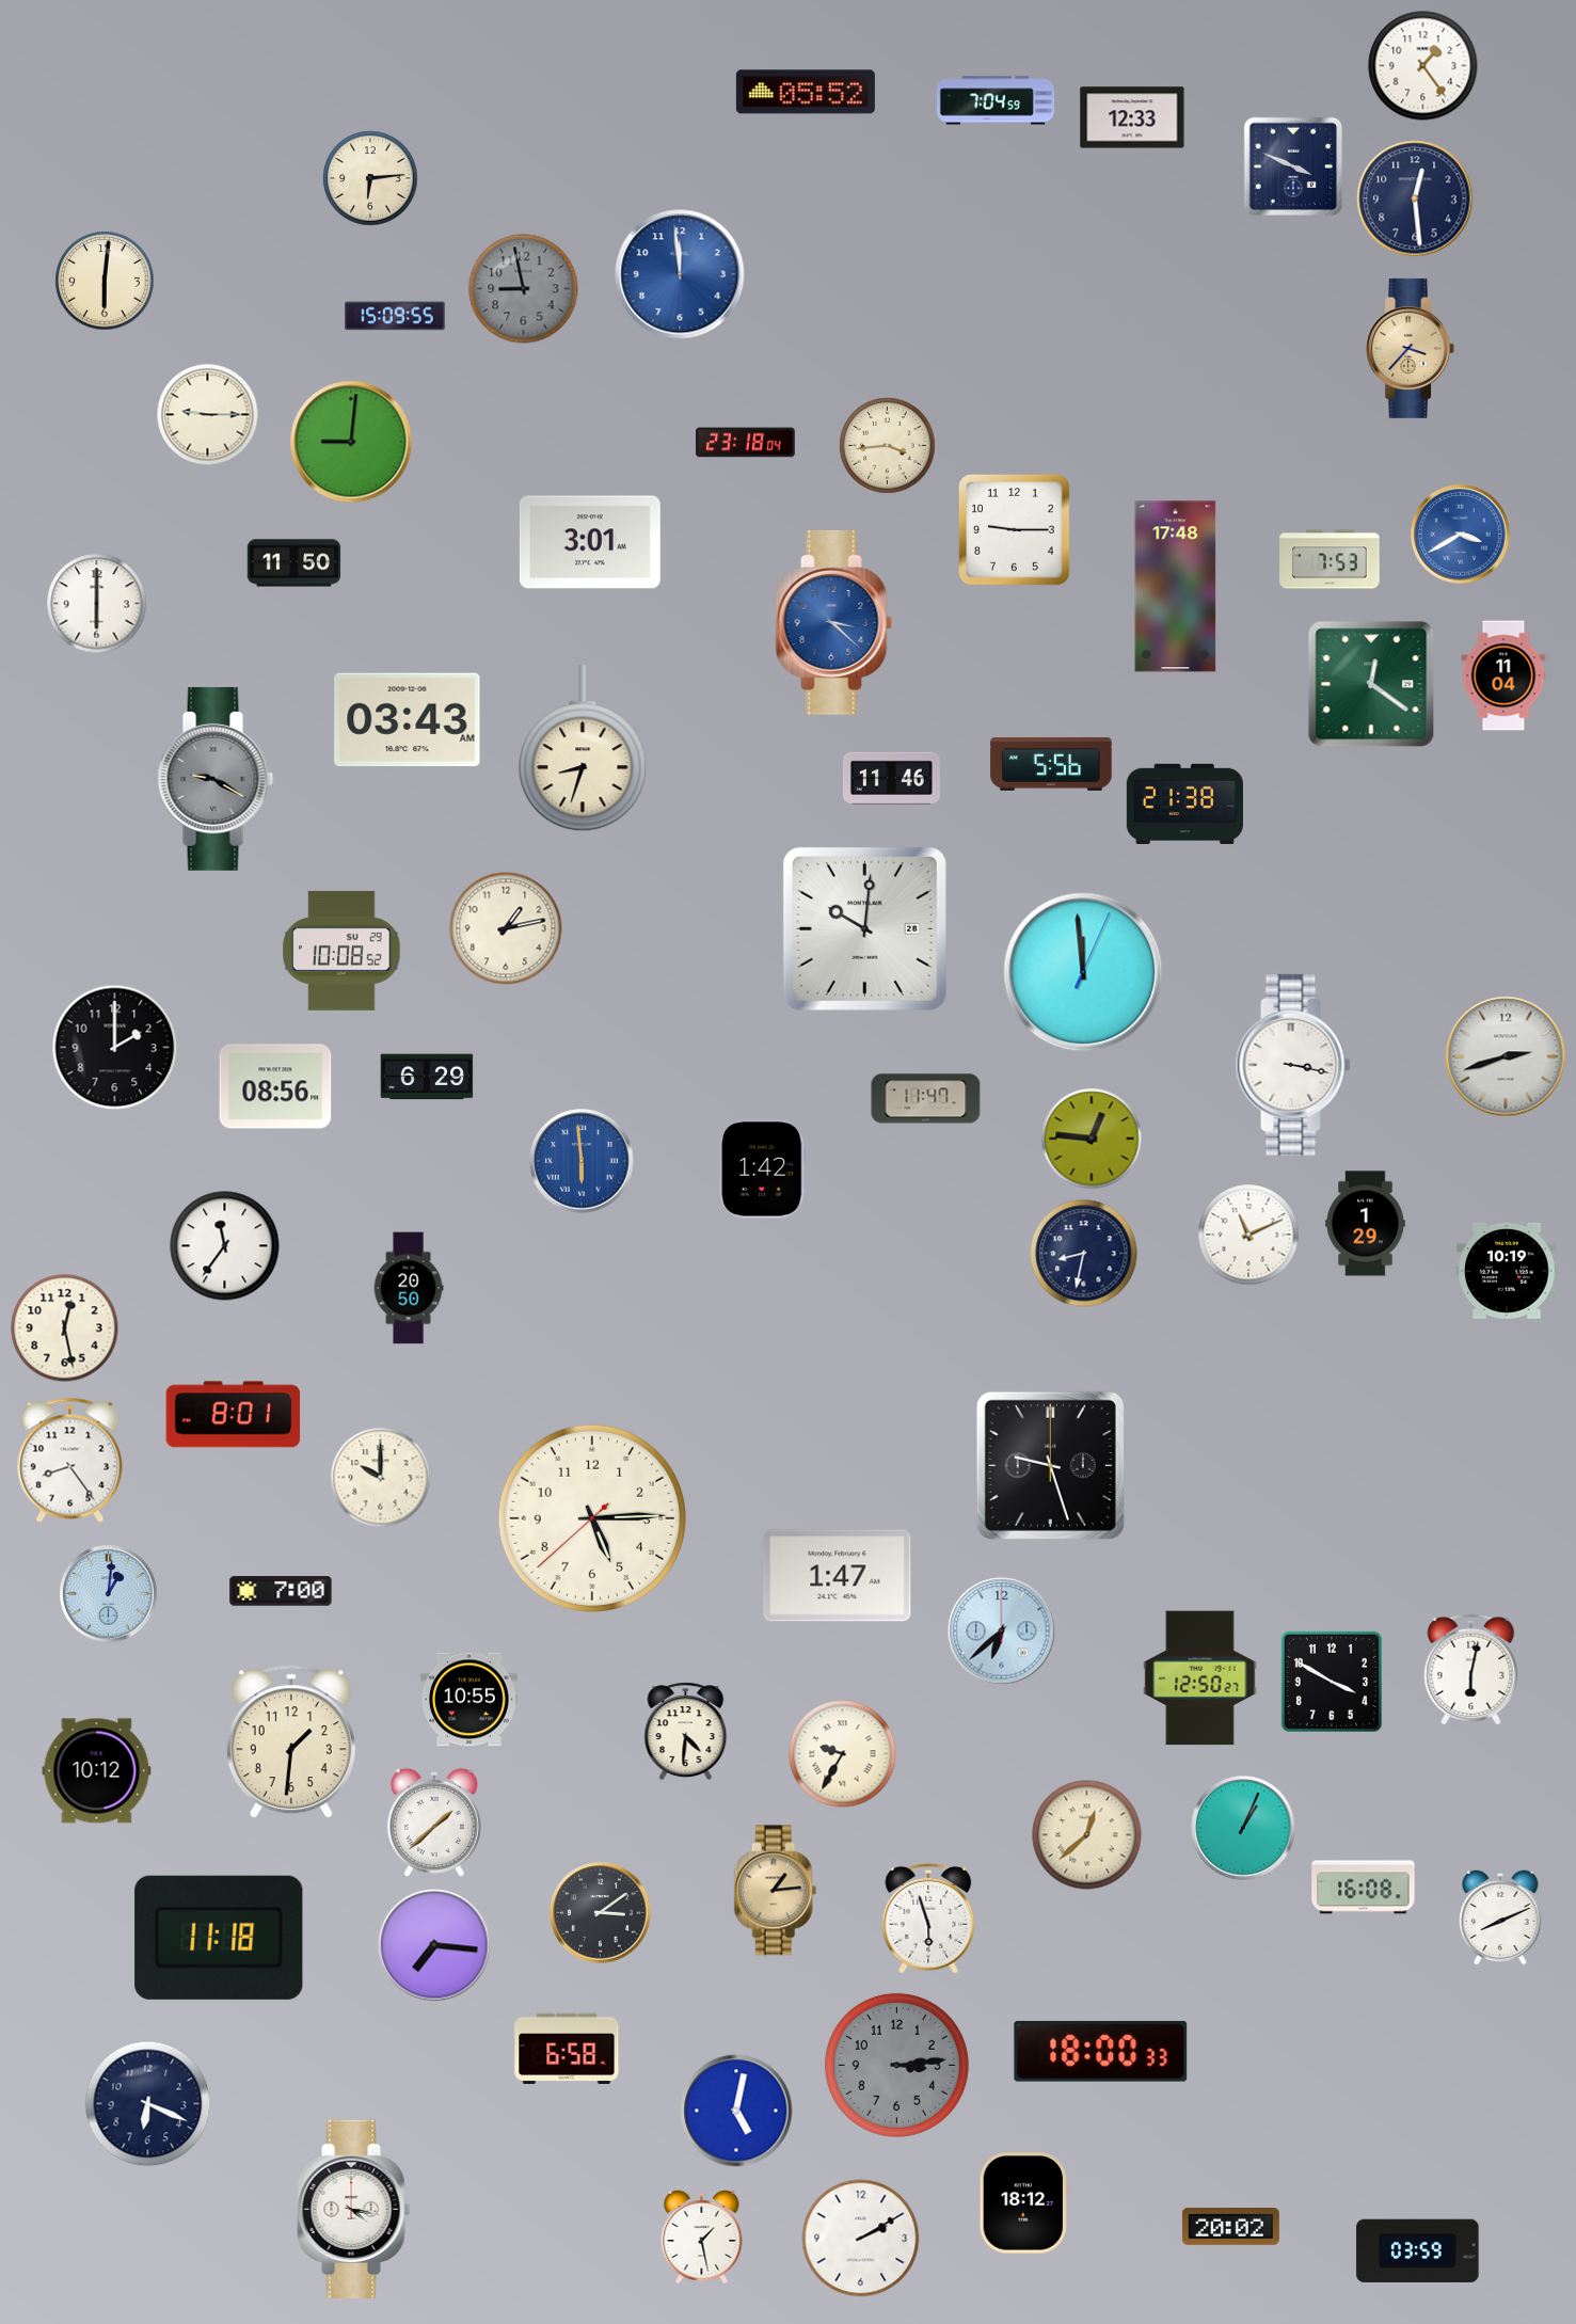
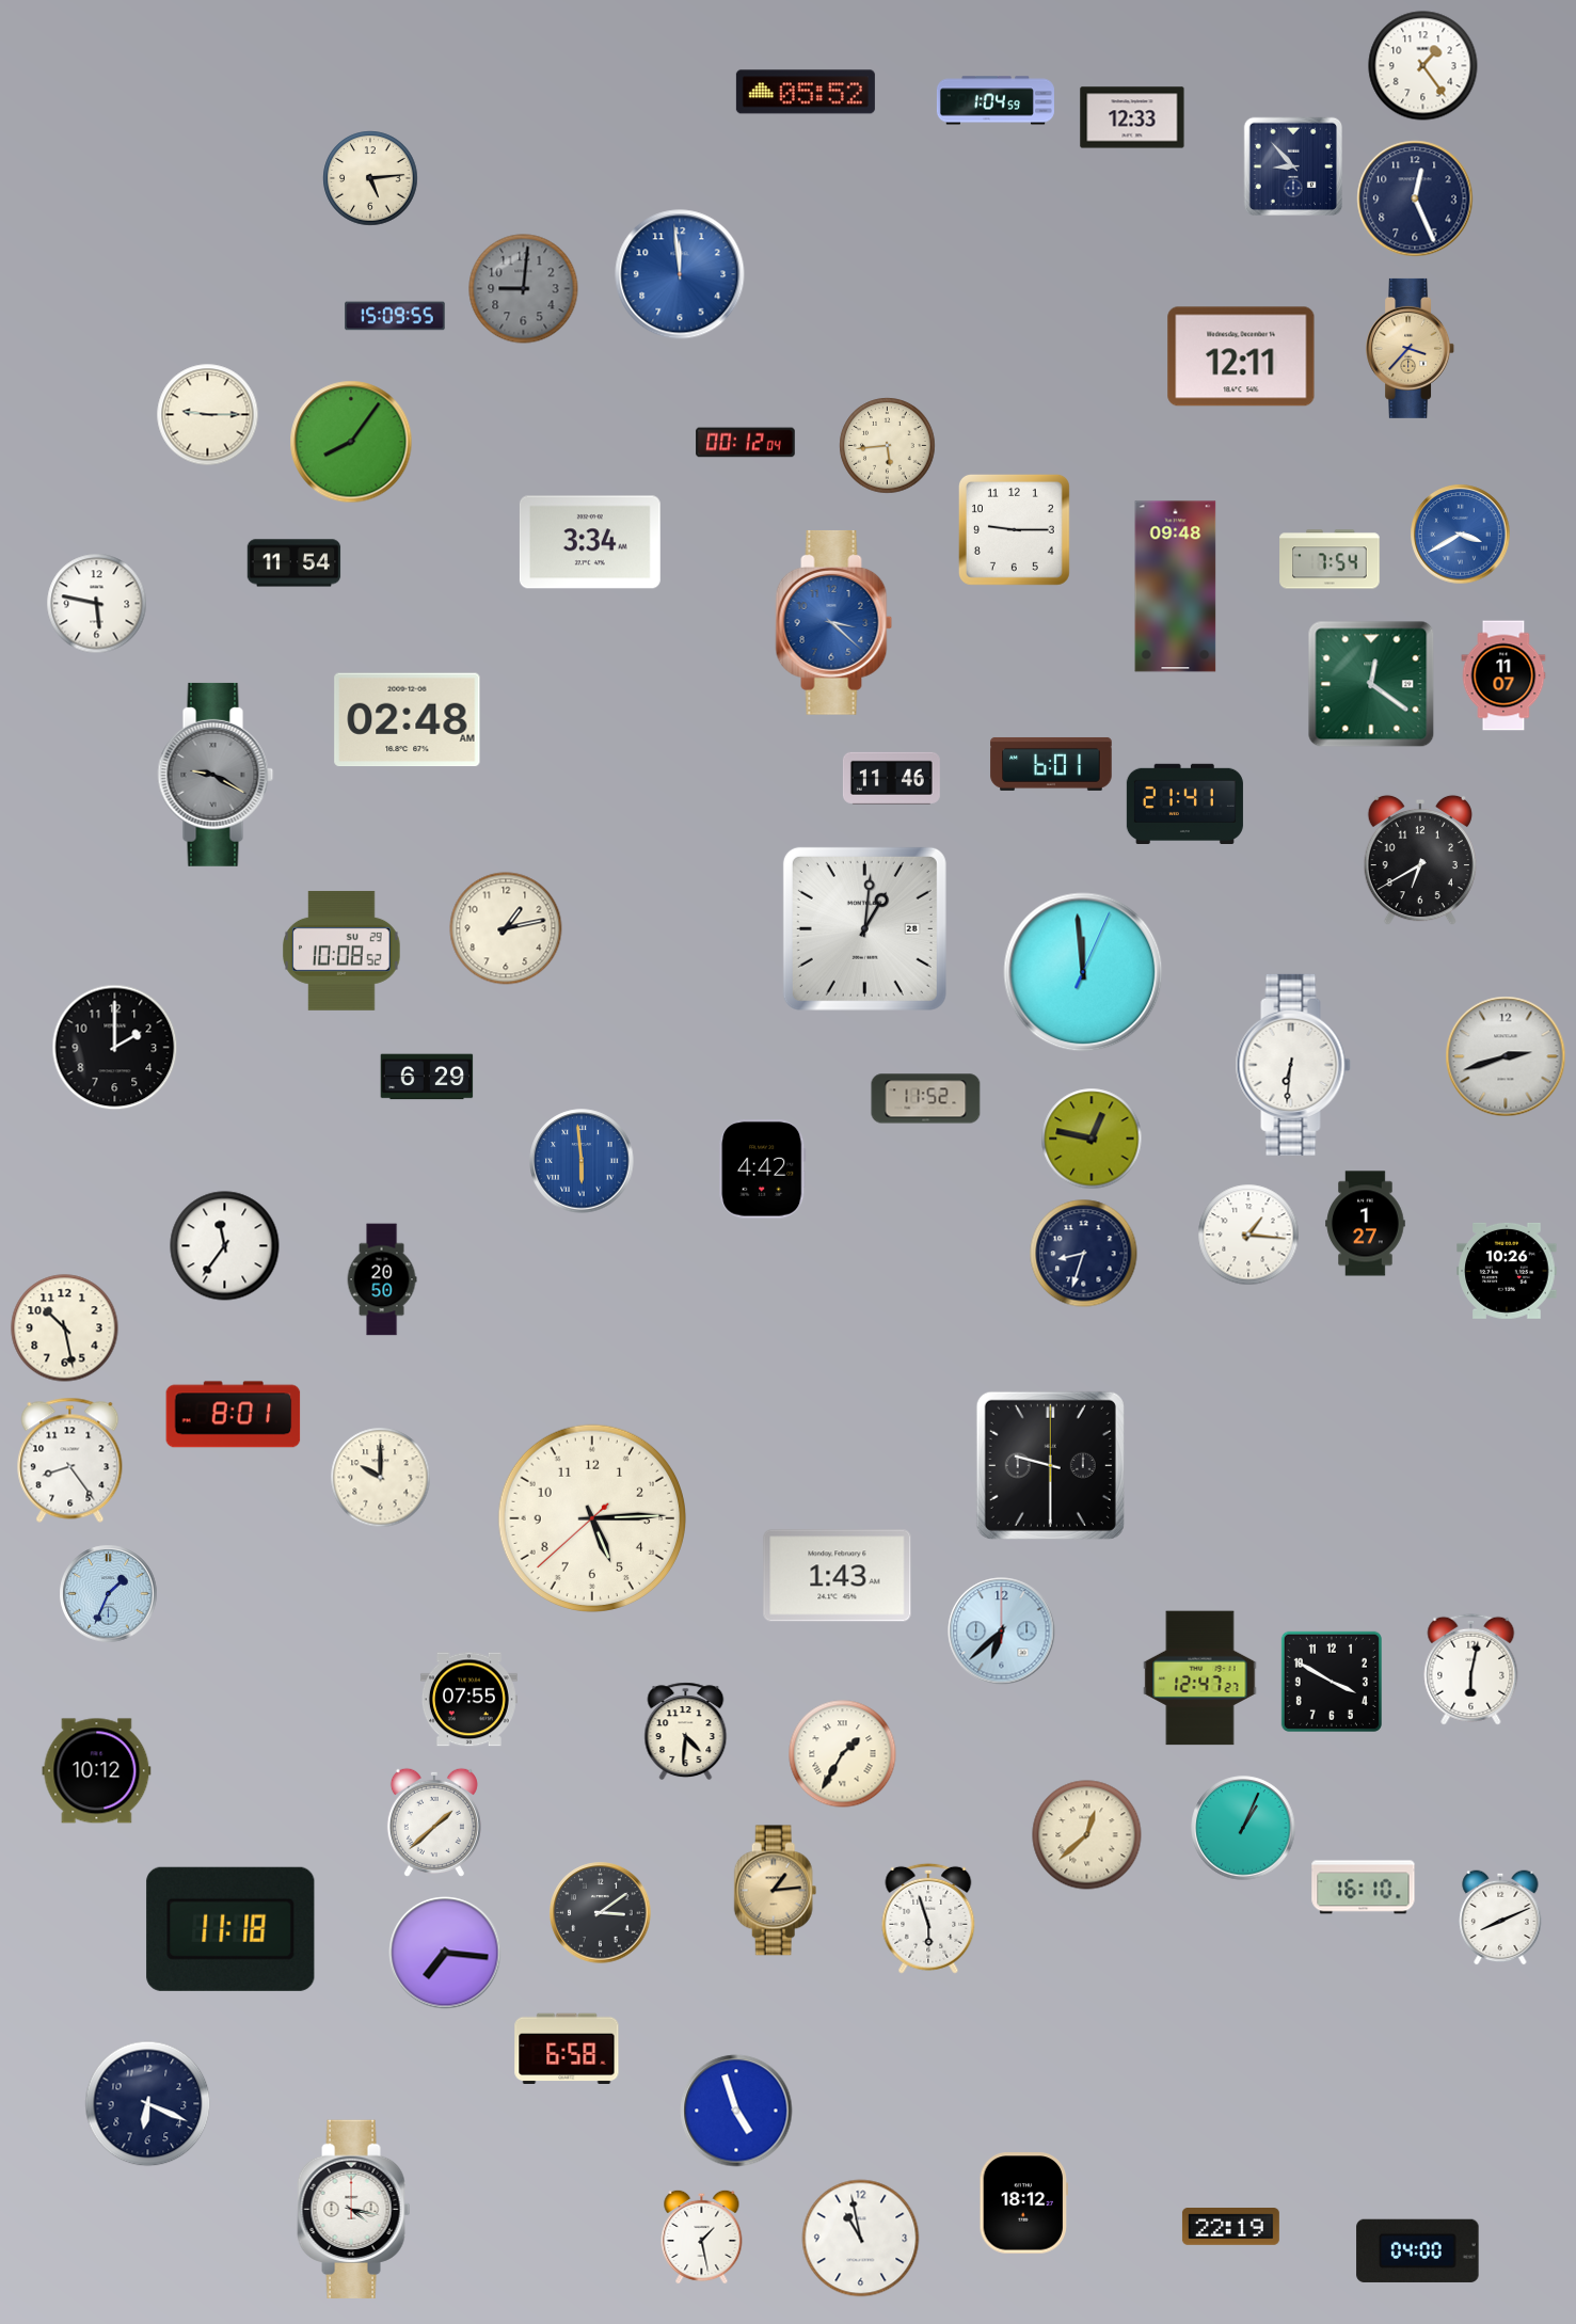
clock at (996, 100): 7:04 -> 1:04
clock at (1293, 166): 3:49 -> 8:53
clock at (370, 178): 6:14 -> 5:14
clock at (1415, 198): 12:29 -> 12:26
clock at (105, 281): 6:01 -> none
clock at (524, 289): 8:58 -> 9:01
clock at (1241, 356): none -> 12:11
clock at (351, 442): 9:01 -> 8:06
clock at (746, 443): 23:18 -> 00:12
clock at (888, 446): 3:44 -> 5:44
clock at (590, 542): 3:01 -> 3:34
clock at (1330, 559): 7:53 -> 7:54
clock at (294, 563): 11:50 -> 11:54
clock at (1176, 587): 17:48 -> 09:48
clock at (97, 604): 6:00 -> 5:47
clock at (1503, 675): 11:04 -> 11:07
clock at (408, 720): 03:43 -> 02:48
clock at (583, 749): 8:33 -> none
clock at (1051, 764): 5:56 -> 6:01
clock at (216, 779) position: (216, 779) -> (216, 775)
clock at (1184, 803): 21:38 -> 21:41
clock at (1420, 860): none -> 6:40
clock at (864, 928): 10:01 -> 1:01
clock at (1293, 1065): 3:17 -> 6:31
clock at (275, 1086): 08:56 -> none
clock at (926, 1099): 11:47 -> 11:52
clock at (1092, 1139): 12:46 -> 12:47
clock at (763, 1169): 1:42 -> 4:42
clock at (1366, 1224): 1:29 -> 1:27
clock at (1248, 1235): 11:11 -> 1:16
clock at (1084, 1254): 8:32 -> 8:33
clock at (1507, 1271): 10:19 -> 10:26
clock at (409, 1288) position: (409, 1288) -> (382, 1279)
clock at (65, 1328): 12:28 -> 10:28
clock at (1050, 1465): 9:27 -> 9:30
clock at (838, 1576): 1:47 -> 1:43
clock at (281, 1591): 7:00 -> none
clock at (109, 1594): 1:01 -> 1:34
clock at (1200, 1678): 12:50 -> 12:47
clock at (468, 1700): 10:55 -> 07:55
clock at (291, 1742): 1:31 -> none
clock at (843, 1754): 9:35 -> 1:35
clock at (1364, 1888): 16:08 -> 16:10
clock at (219, 1938) position: (219, 1938) -> (230, 1929)
clock at (434, 1945) position: (434, 1945) -> (445, 1953)
clock at (1101, 2051): 18:00 -> none
clock at (896, 2065): 3:14 -> none
clock at (736, 2111): 5:02 -> 4:57
clock at (1230, 2227): 20:02 -> 22:19
clock at (861, 2239): 2:10 -> 10:58
clock at (1418, 2250): 03:59 -> 04:00
